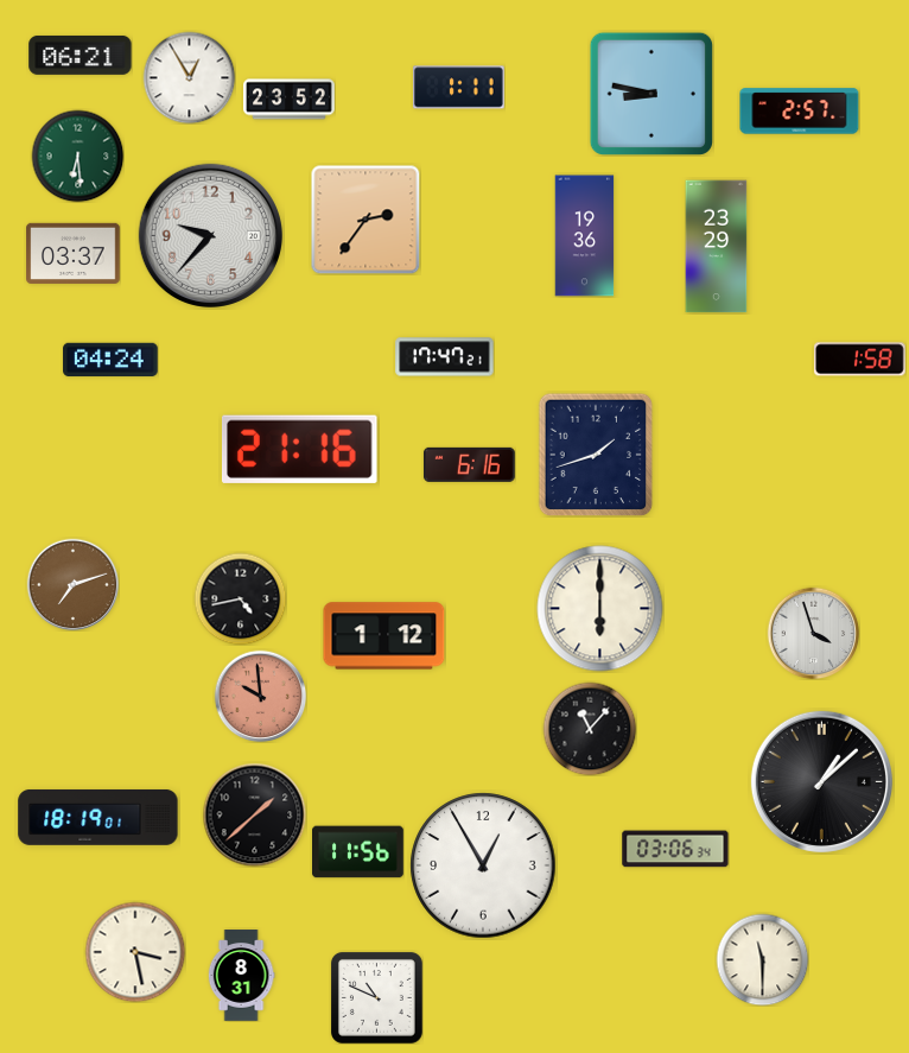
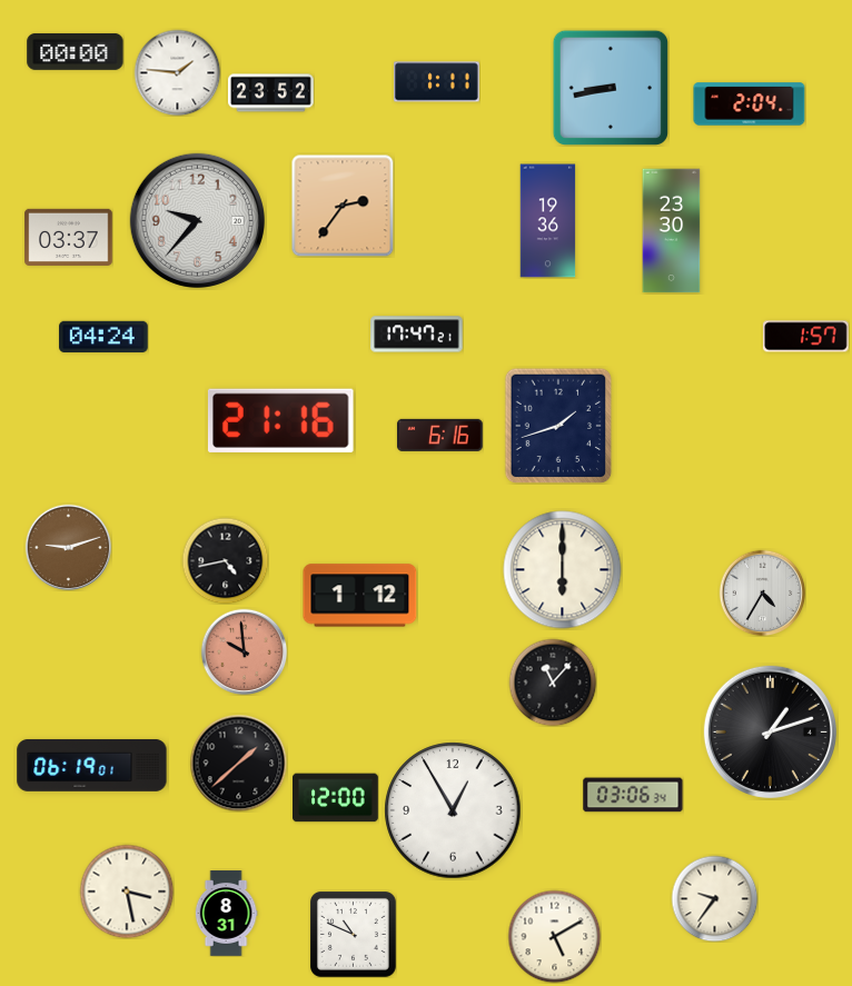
clock at (81, 55): 06:21 -> 00:00
clock at (189, 77): 12:55 -> 1:46
clock at (459, 88) position: (459, 88) -> (437, 82)
clock at (651, 94): 8:47 -> 8:43
clock at (800, 112): 2:57 -> 2:04
clock at (77, 156): 6:29 -> none
clock at (717, 247): 23:29 -> 23:30
clock at (859, 360): 1:58 -> 1:57
clock at (72, 584): 7:12 -> 9:12
clock at (813, 633): 3:57 -> 4:35
clock at (821, 781): 1:08 -> 1:12
clock at (98, 817): 18:19 -> 06:19
clock at (358, 852): 11:56 -> 12:00
clock at (762, 959): 11:30 -> 9:36
clock at (554, 936): none -> 5:10
